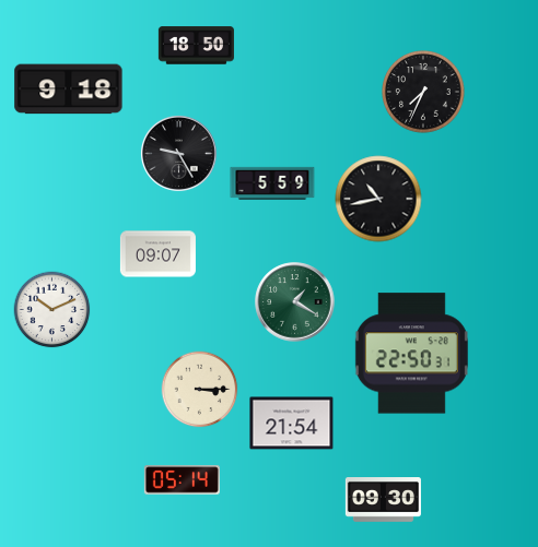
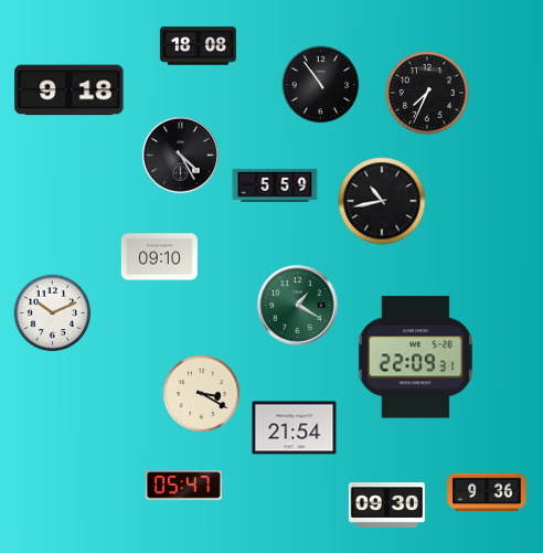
clock at (196, 46): 18:50 -> 18:08
clock at (321, 85): none -> 10:54
clock at (178, 153): 9:25 -> 4:25
clock at (157, 254): 09:07 -> 09:10
clock at (411, 354): 22:50 -> 22:09
clock at (200, 390): 3:15 -> 3:20
clock at (182, 480): 05:14 -> 05:47
clock at (487, 492): none -> 9:36
